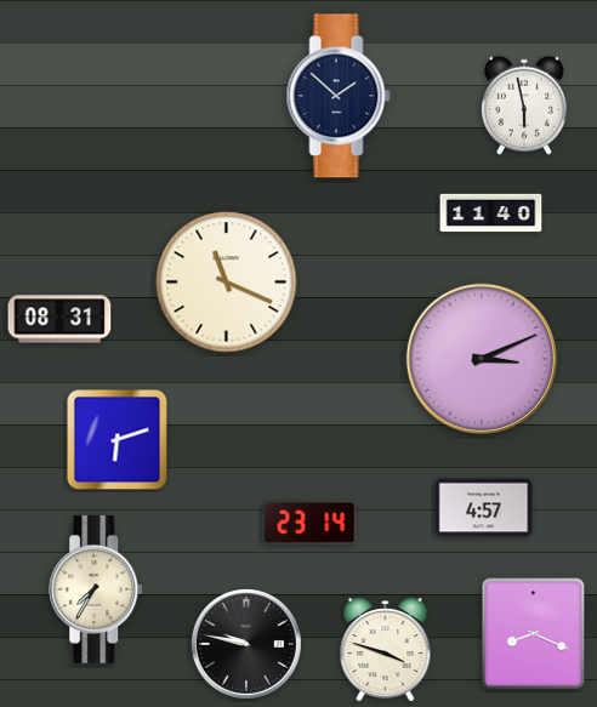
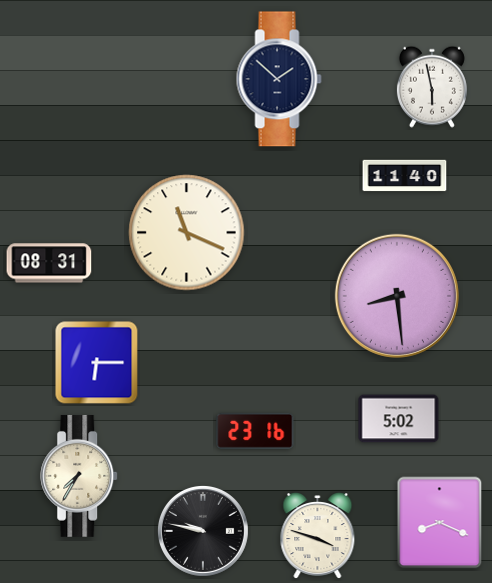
clock at (482, 359): 3:11 -> 8:29
clock at (118, 440): 6:12 -> 6:15
clock at (484, 508): 4:57 -> 5:02
clock at (309, 523): 23:14 -> 23:16
clock at (97, 589) position: (97, 589) -> (80, 476)
